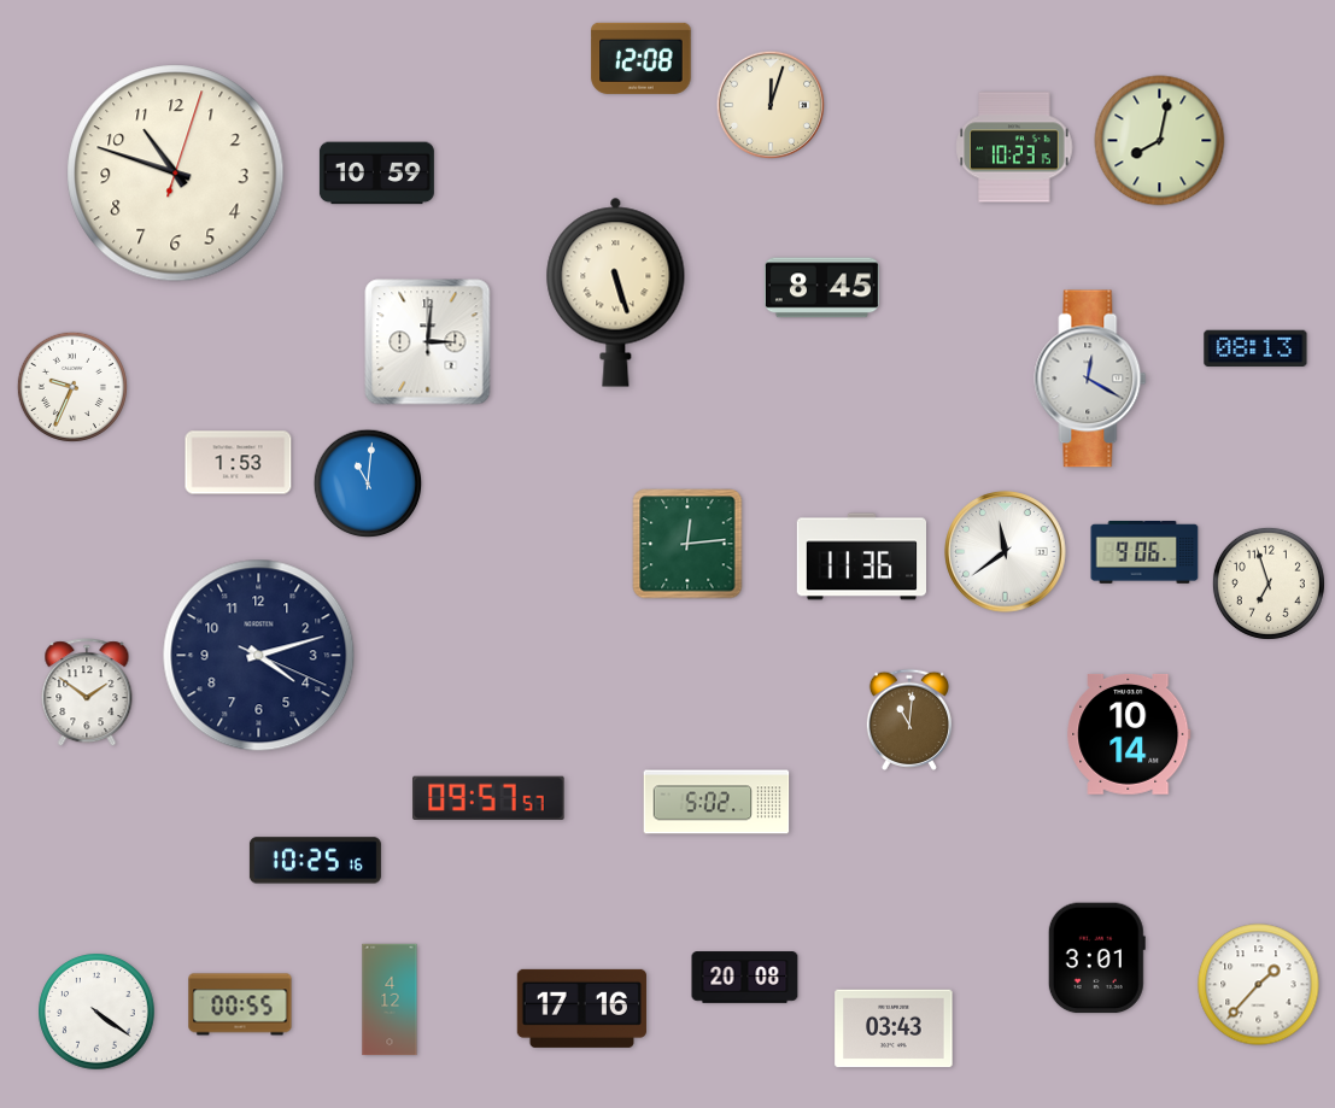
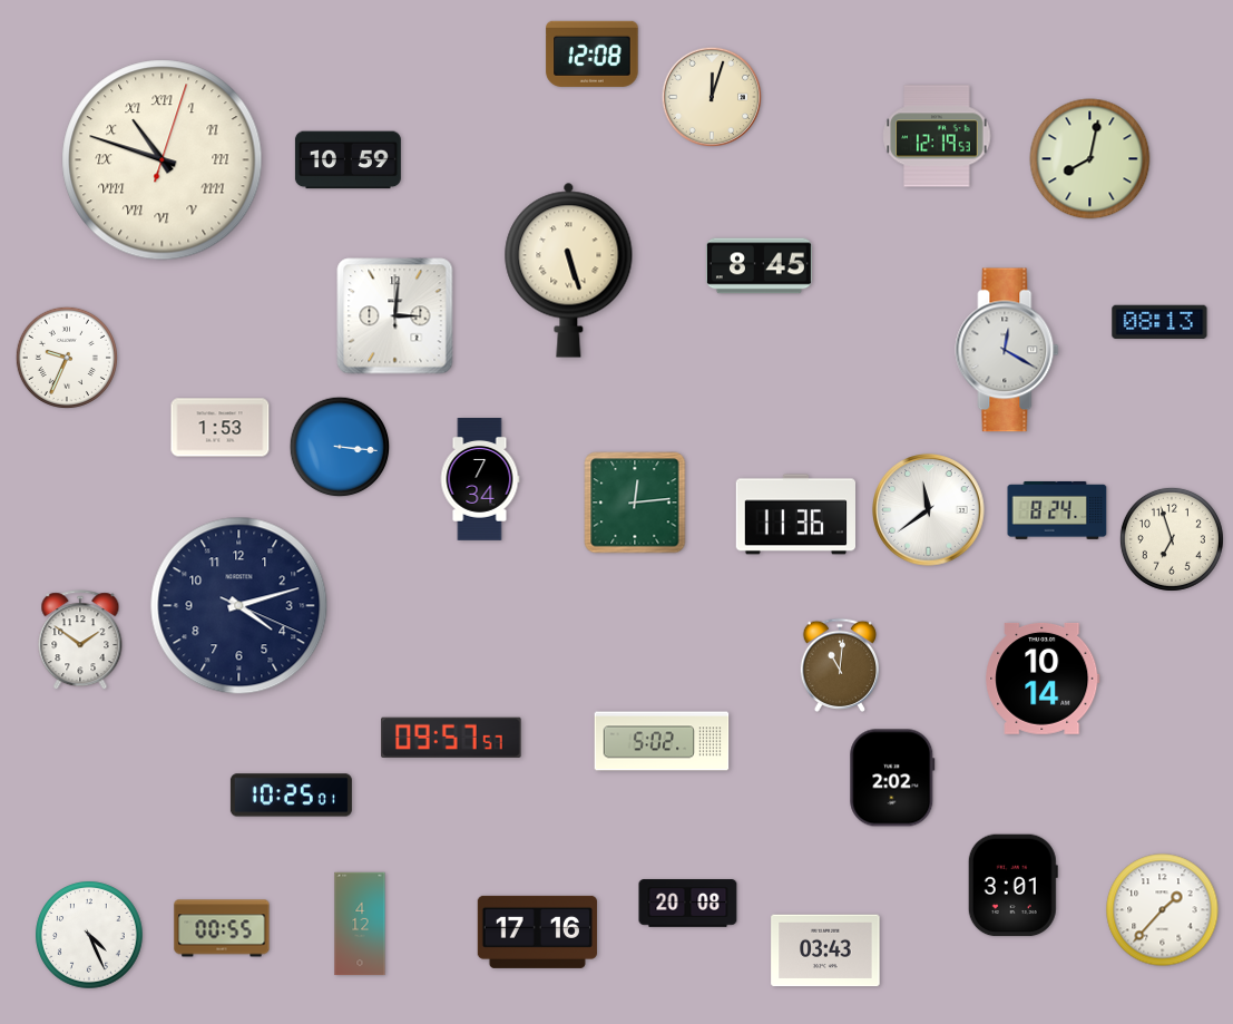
clock at (1160, 141) position: (1160, 141) -> (1090, 159)
clock at (1014, 147): 10:23 -> 12:19
clock at (176, 174) numerals: Arabic -> Roman
clock at (368, 483): 11:01 -> 3:16
clock at (480, 480): none -> 7:34
clock at (1144, 552): 9:06 -> 8:24
clock at (892, 778): none -> 2:02
clock at (315, 861): 10:25:16 -> 10:25:01
clock at (96, 1012): 4:21 -> 4:26
